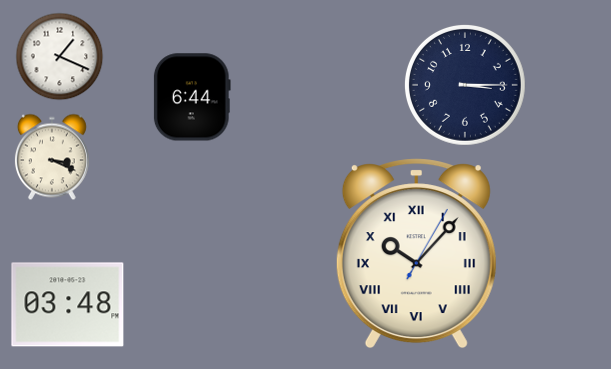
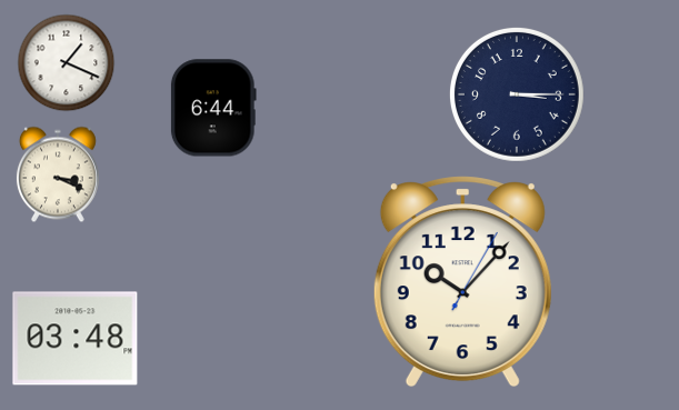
clock at (416, 254) numerals: Roman -> Arabic
